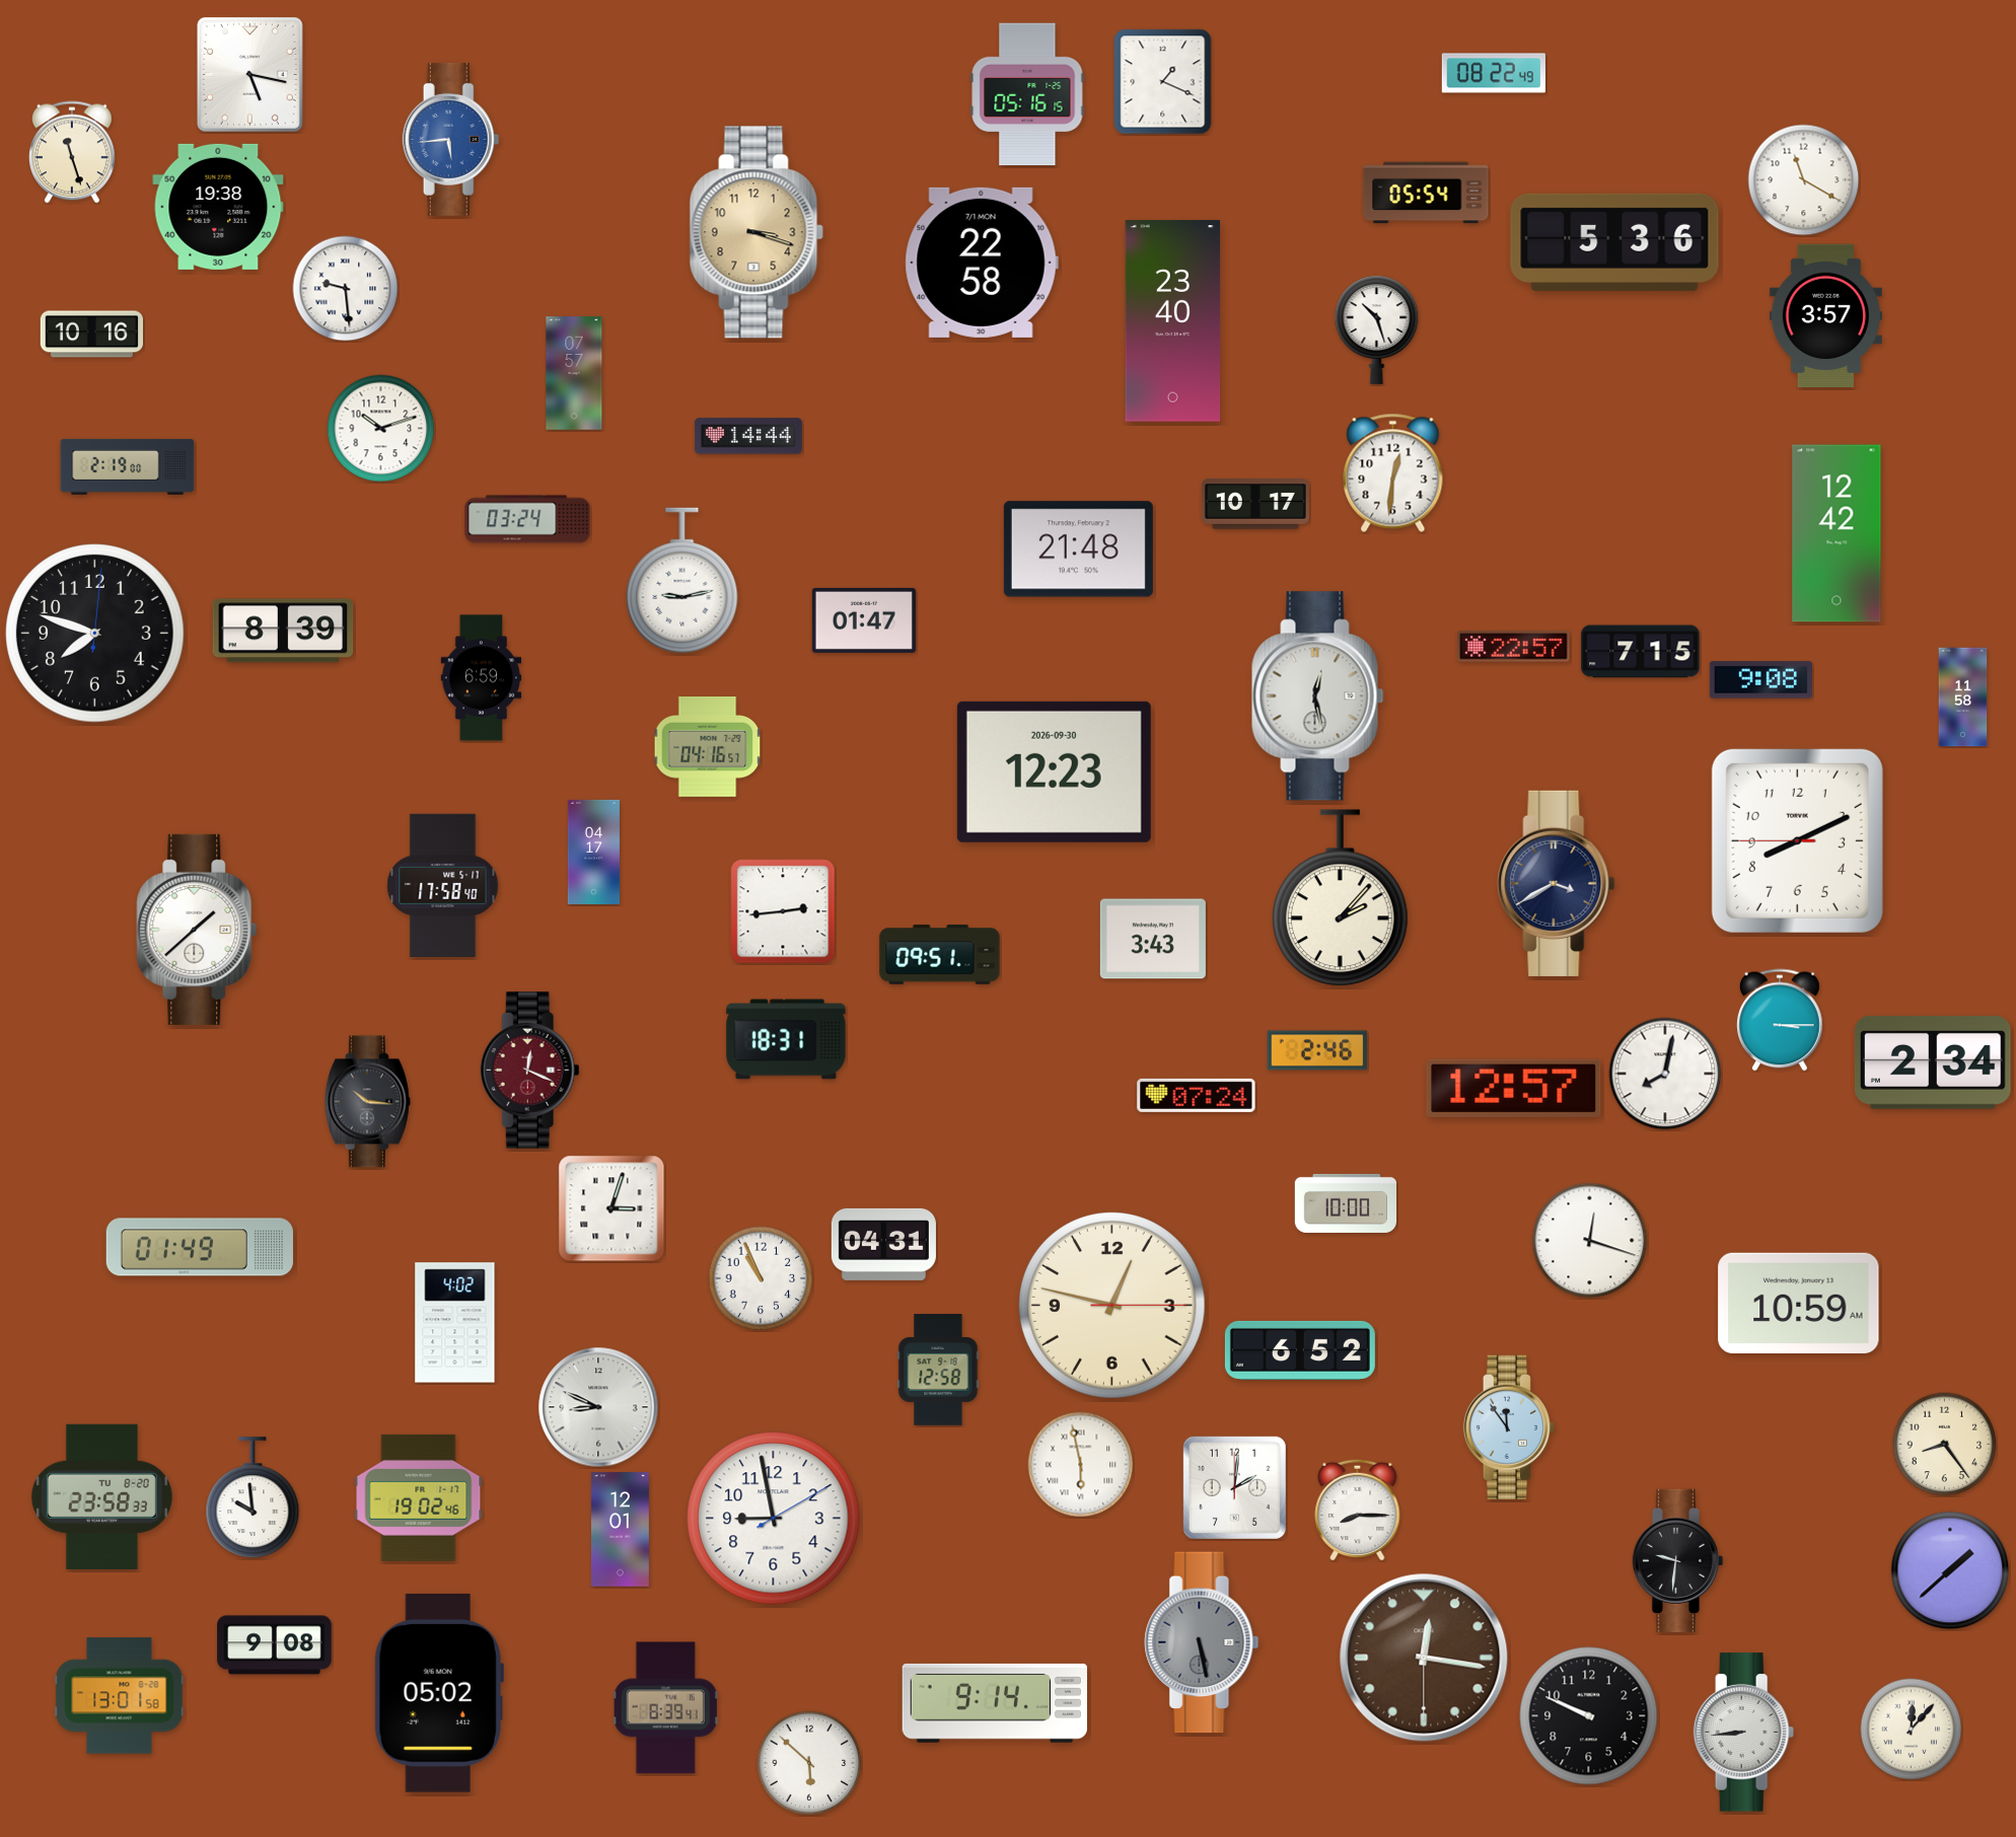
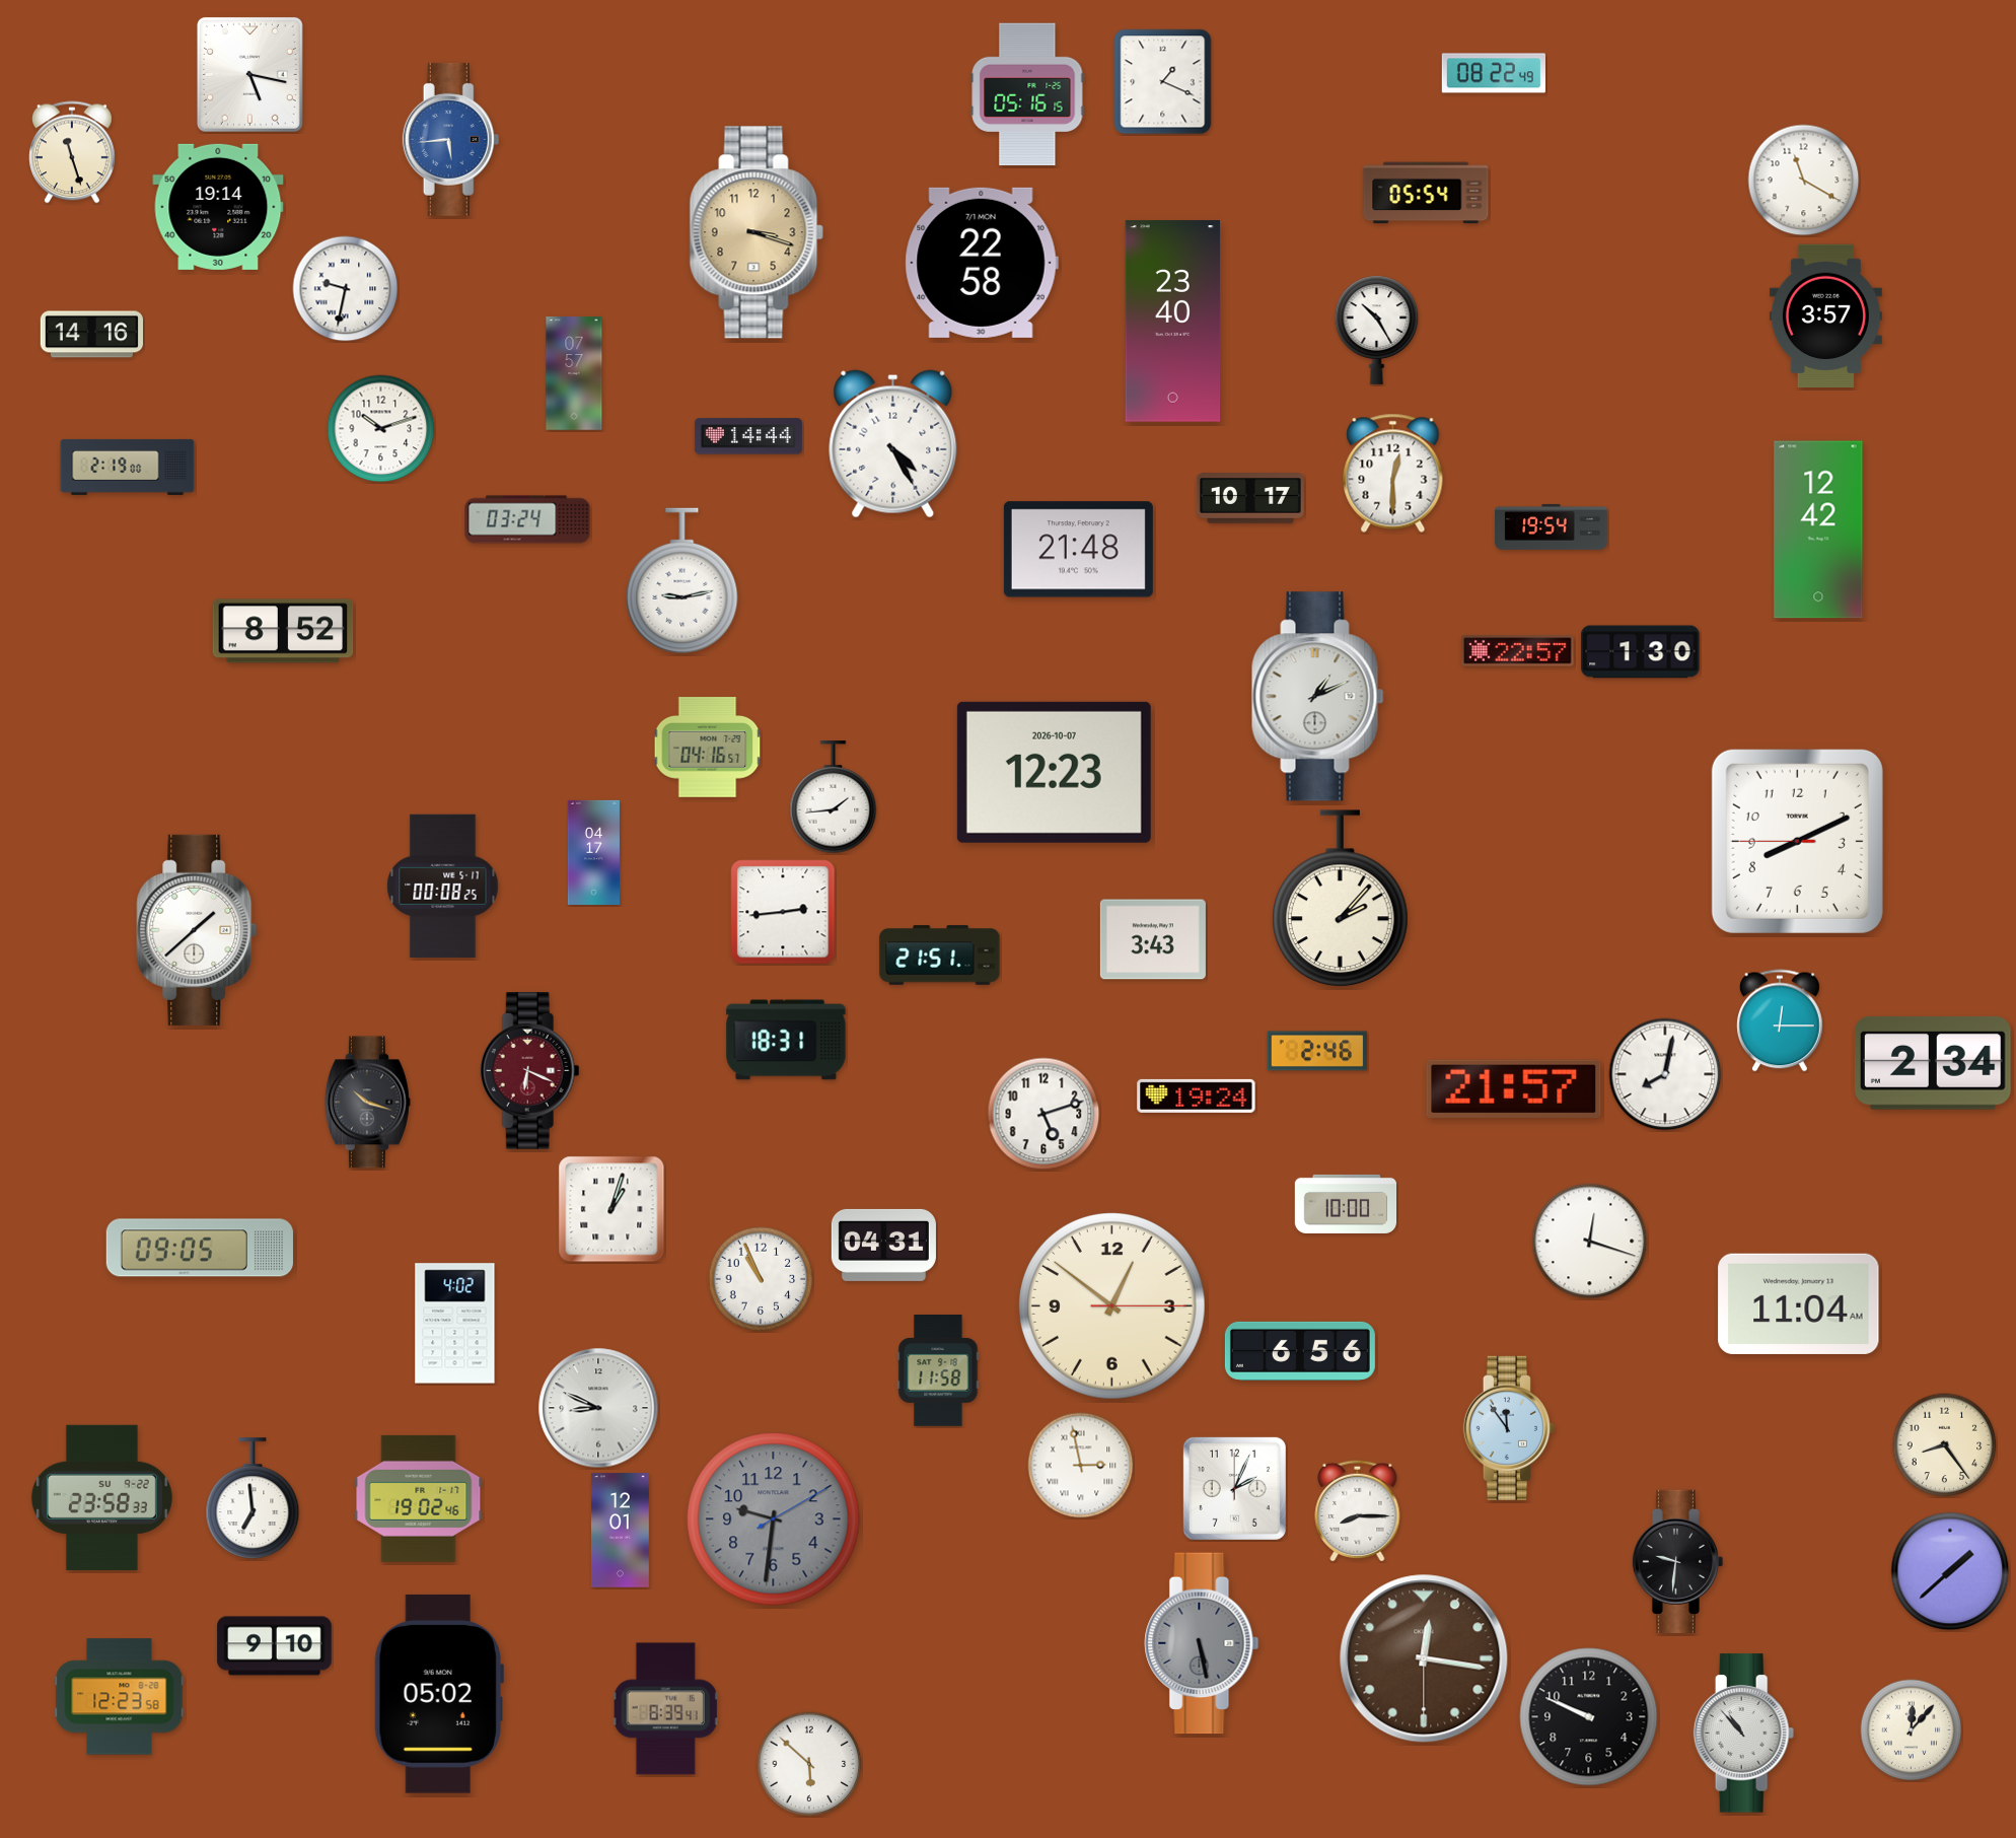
clock at (218, 207): 19:38 -> 19:14
clock at (1614, 242): 5:36 -> none
clock at (346, 289): 9:29 -> 9:32
clock at (1377, 329): 10:27 -> 10:25
clock at (91, 335): 10:16 -> 14:16
clock at (893, 444): none -> 4:25
clock at (1393, 472): 12:31 -> 12:30
clock at (1255, 504) position: (1255, 504) -> (1250, 498)
clock at (1552, 526): none -> 19:54
clock at (1837, 533) position: (1837, 533) -> (1818, 529)
clock at (864, 620): 01:47 -> none
clock at (283, 631): 8:39 -> 8:52
clock at (95, 634): 7:48 -> none
clock at (1514, 647) position: (1514, 647) -> (1518, 651)
clock at (1641, 652): 7:15 -> 1:30
clock at (482, 678): 6:59 -> none
clock at (1760, 680): 9:08 -> none
clock at (1318, 696): 12:28 -> 1:11
clock at (1963, 697): 11:58 -> none
clock at (1054, 771) date: 2026-09-30 -> 2026-10-07
clock at (834, 797): none -> 1:44
clock at (1557, 883): 3:40 -> none
clock at (443, 886): 17:58 -> 00:08
clock at (940, 955): 09:51 -> 21:51
clock at (1781, 1020): 3:15 -> 12:15
clock at (529, 1071): 12:19 -> 6:19
clock at (1514, 1088): 12:57 -> 21:57
clock at (1197, 1095): 07:24 -> 19:24
clock at (367, 1102): 10:16 -> 10:18
clock at (1043, 1114): none -> 5:12
clock at (611, 1208): 3:03 -> 1:03
clock at (200, 1247): 01:49 -> 09:05
clock at (1799, 1303): 10:59 -> 11:04
clock at (1111, 1305): 12:47 -> 12:51
clock at (1300, 1350): 6:52 -> 6:56
clock at (938, 1371): 12:58 -> 11:58
clock at (1081, 1465): 5:58 -> 2:58
clock at (1234, 1487): 2:01 -> 2:04
clock at (101, 1496) date: TU 8-20 -> SU 9-22
clock at (253, 1497): 9:59 -> 6:59
clock at (774, 1519): 8:58 -> 9:31
clock at (774, 1519) dial: white -> grey
clock at (275, 1645): 9:08 -> 9:10
clock at (120, 1696): 13:01 -> 12:23
clock at (994, 1703): 9:14 -> none
clock at (1744, 1733): 8:44 -> 10:53
